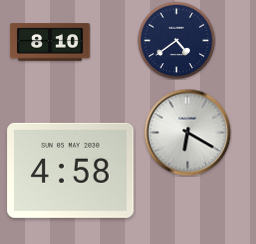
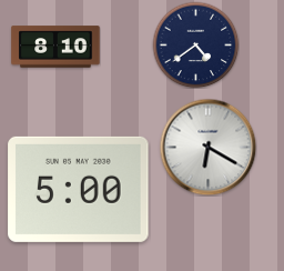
clock at (71, 170): 4:58 -> 5:00
